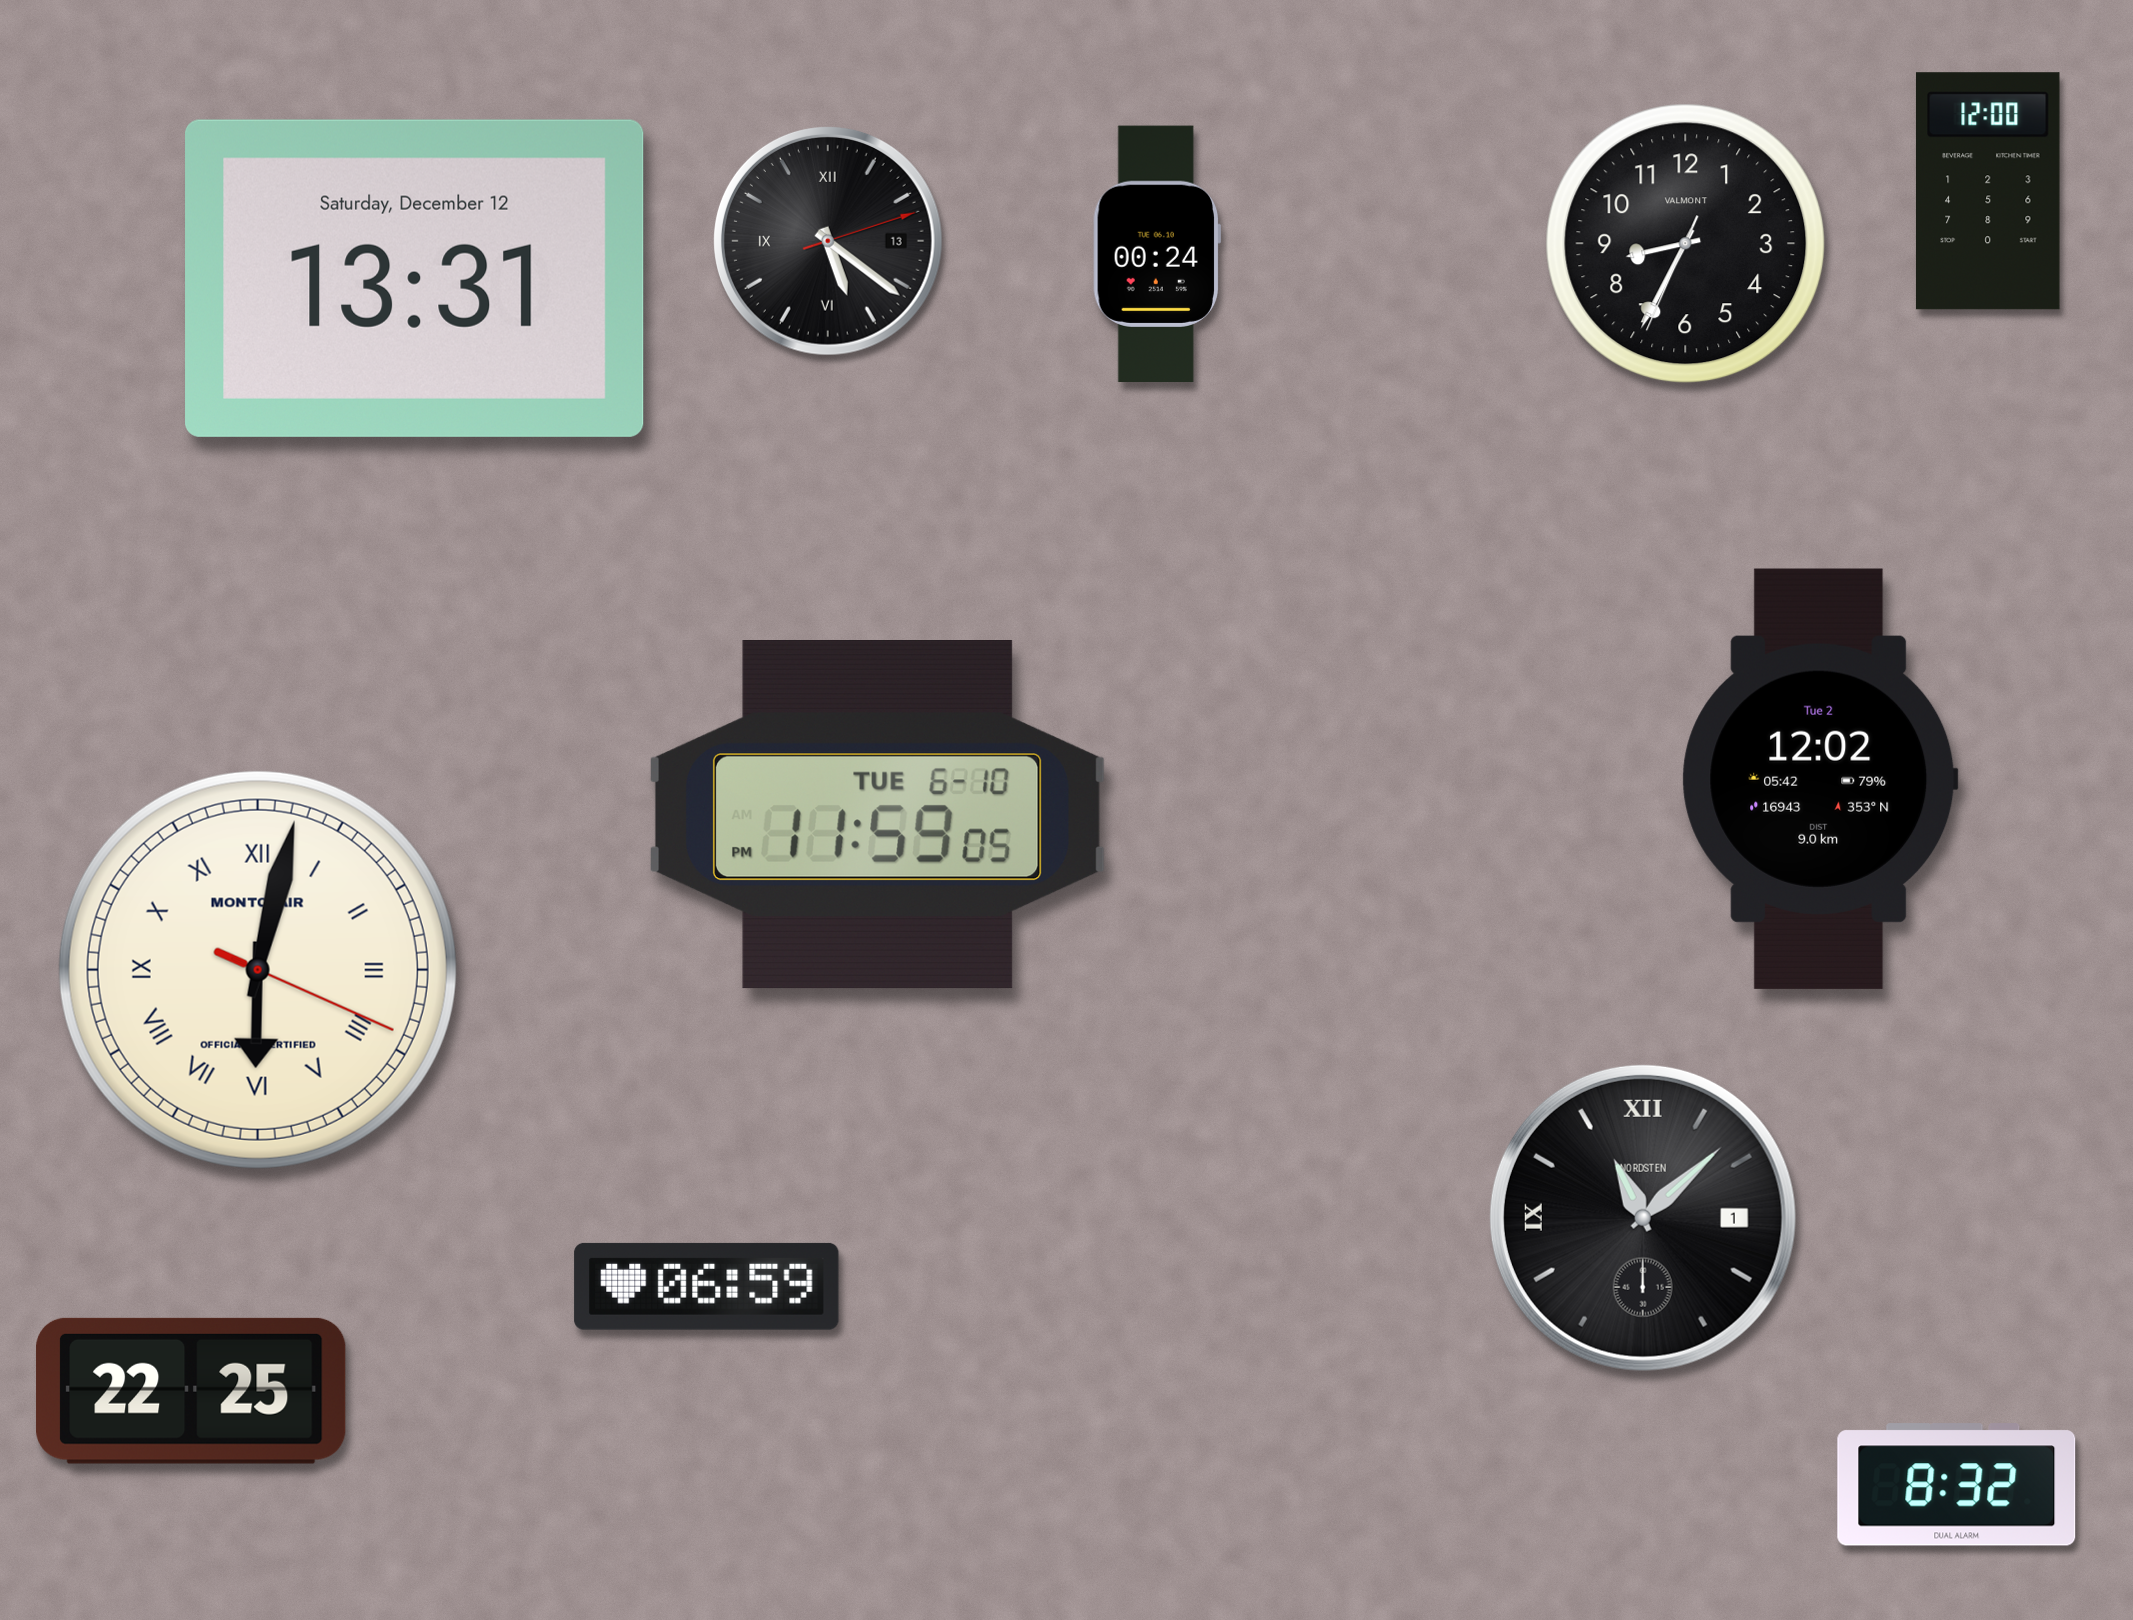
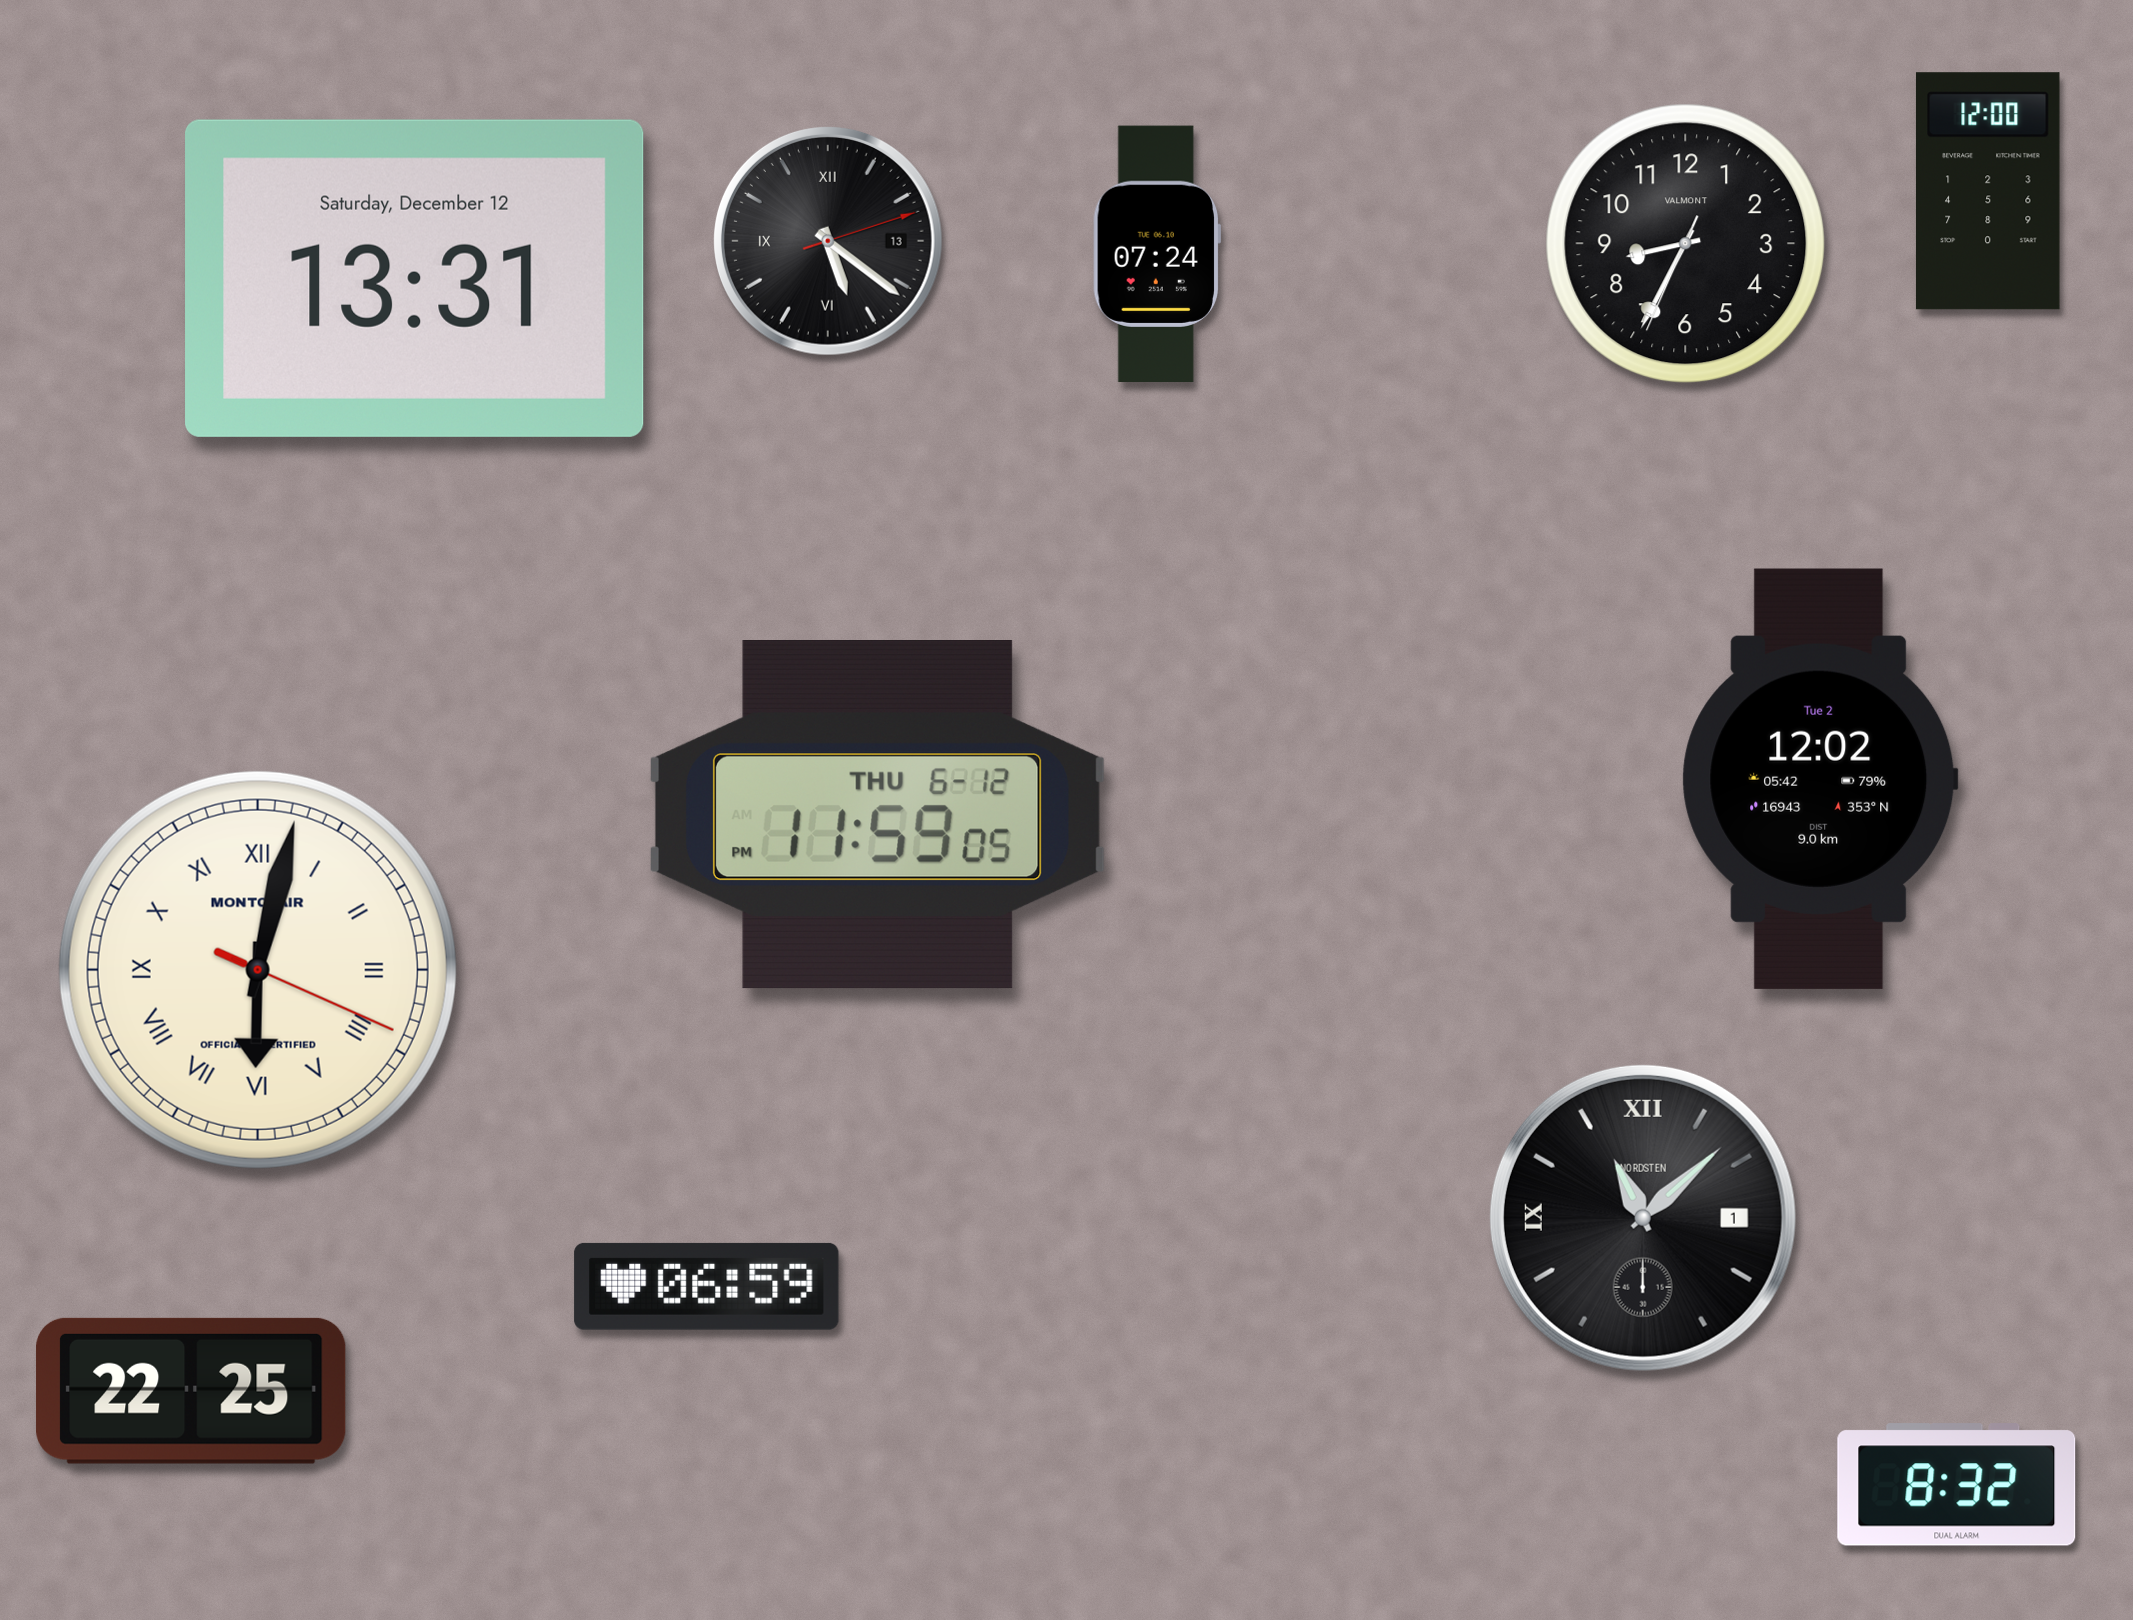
clock at (1156, 253): 00:24 -> 07:24
clock at (877, 815) date: TUE 6-10 -> THU 6-12
